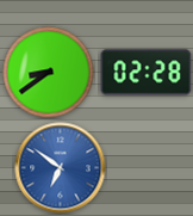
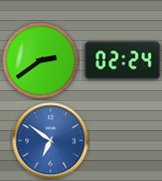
clock at (49, 73): 8:39 -> 2:39
clock at (147, 73): 02:28 -> 02:24
